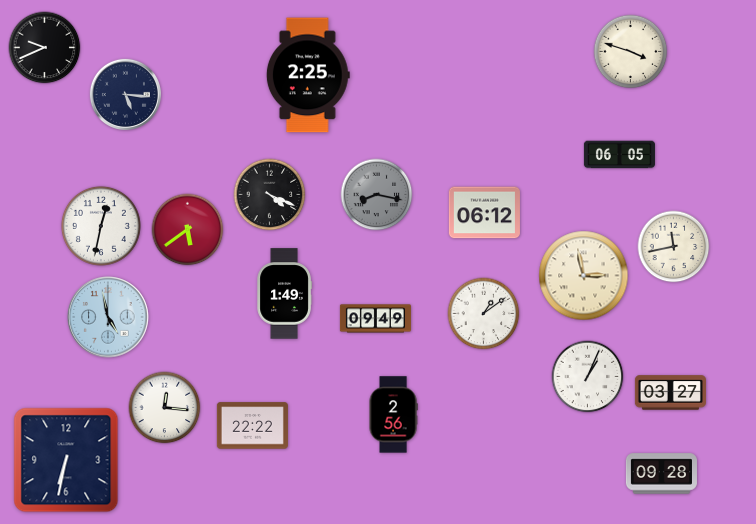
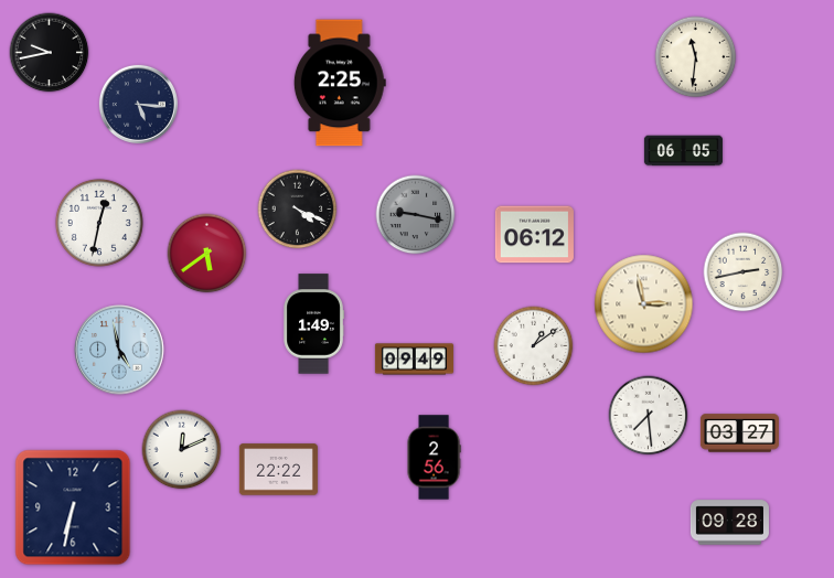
clock at (45, 48): 9:41 -> 9:43
clock at (631, 52): 3:48 -> 11:31
clock at (619, 155) position: (619, 155) -> (683, 151)
clock at (270, 195) position: (270, 195) -> (298, 210)
clock at (377, 195): 8:17 -> 9:17
clock at (101, 226) position: (101, 226) -> (99, 223)
clock at (674, 247): 11:43 -> 2:43
clock at (375, 319) position: (375, 319) -> (414, 360)
clock at (588, 377): 1:04 -> 7:29
clock at (165, 408): 12:16 -> 12:11
